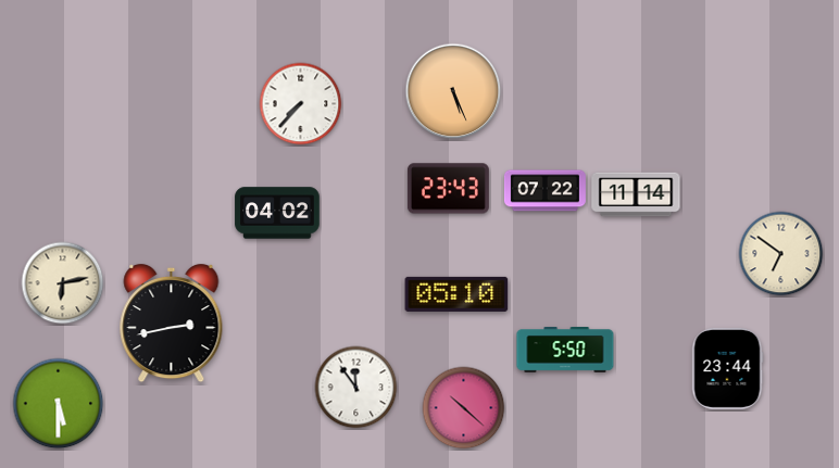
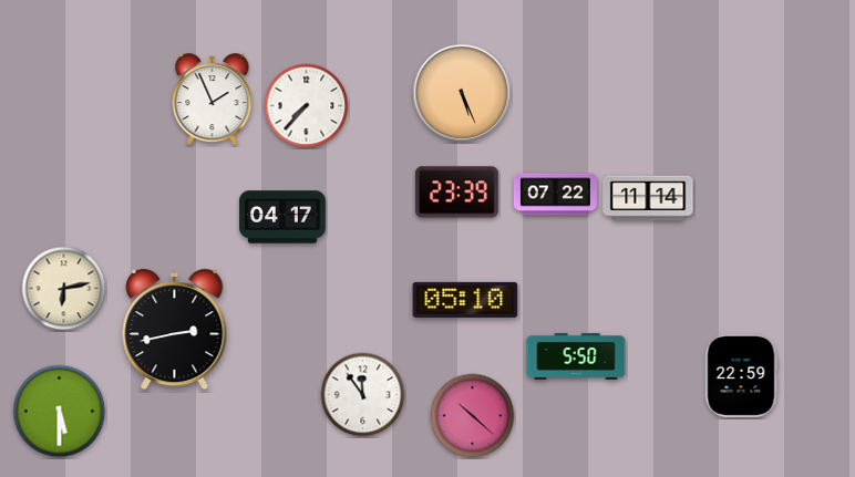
clock at (213, 100): none -> 1:56
clock at (448, 189): 23:43 -> 23:39
clock at (277, 213): 04:02 -> 04:17
clock at (781, 254): 6:51 -> none
clock at (727, 368): 23:44 -> 22:59
